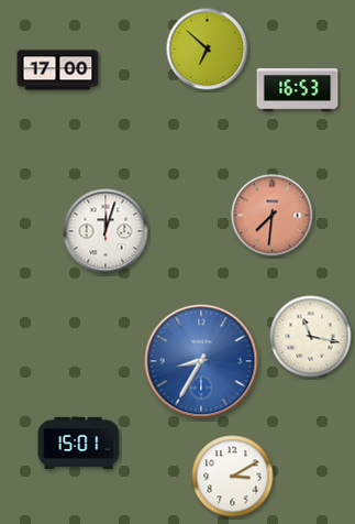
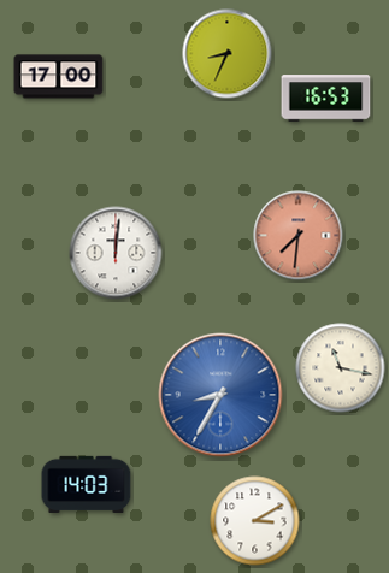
clock at (208, 50): 6:52 -> 8:34
clock at (58, 70) position: (58, 70) -> (59, 77)
clock at (106, 231): 12:03 -> 12:01
clock at (79, 443): 15:01 -> 14:03
